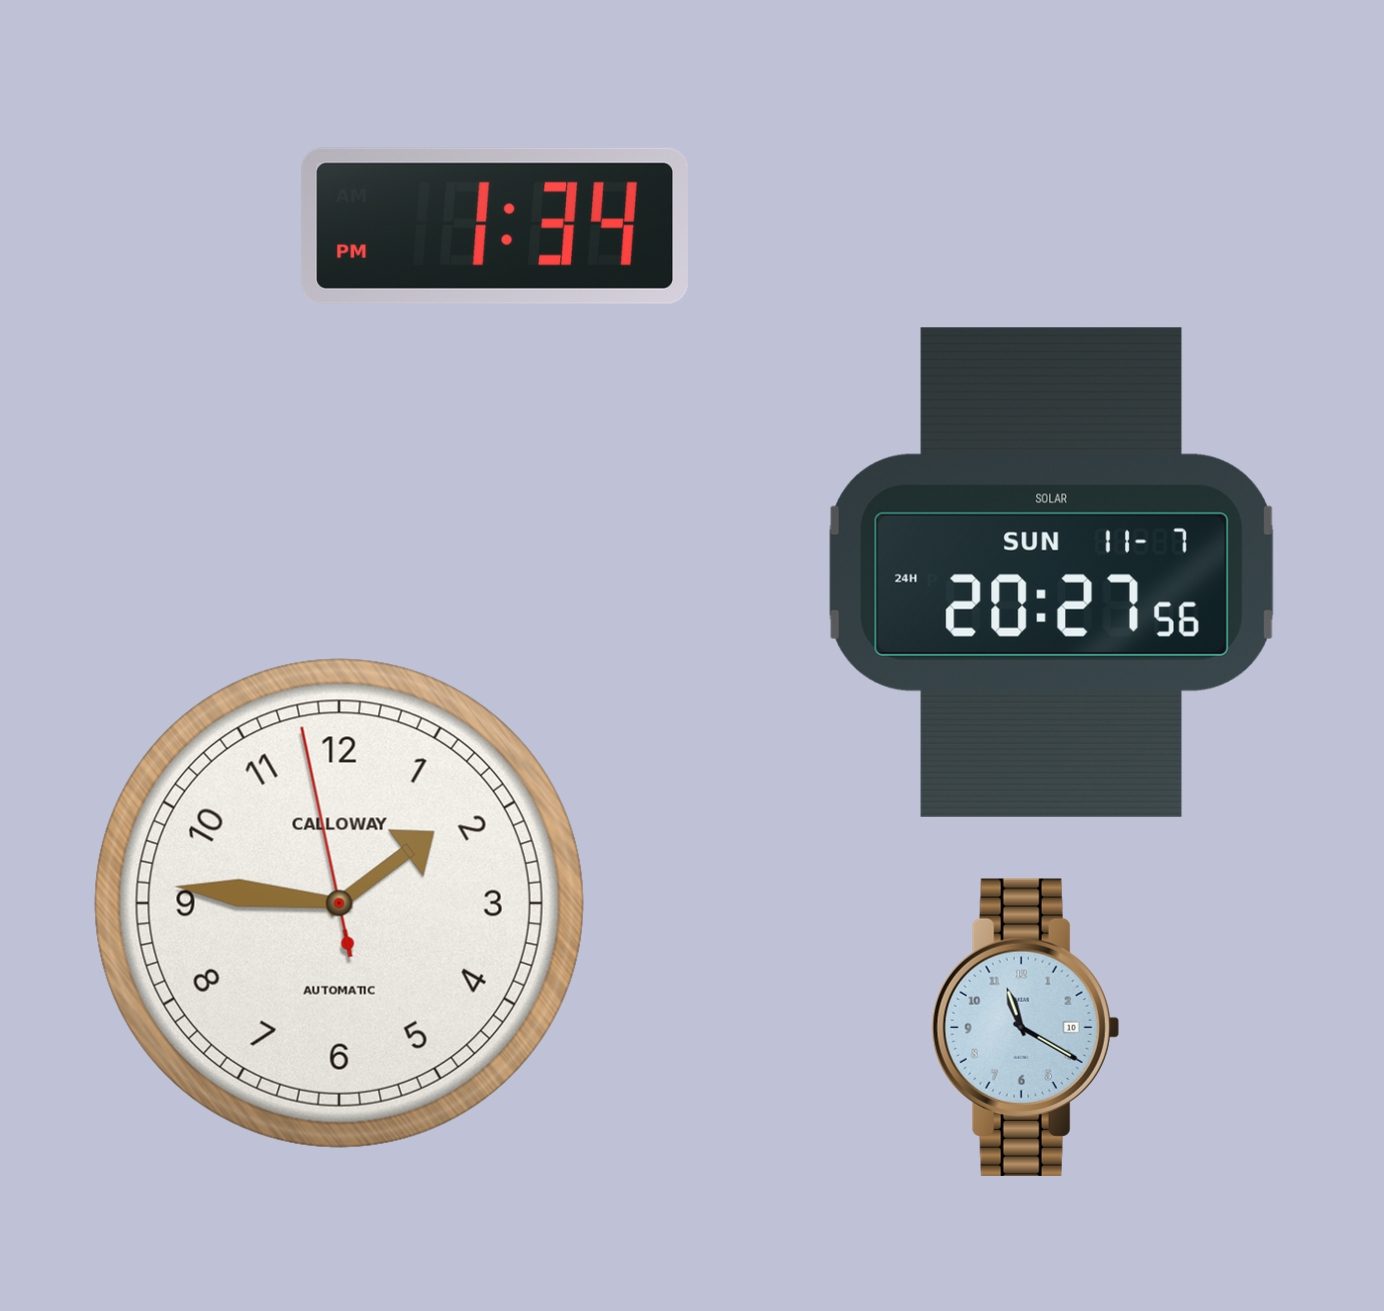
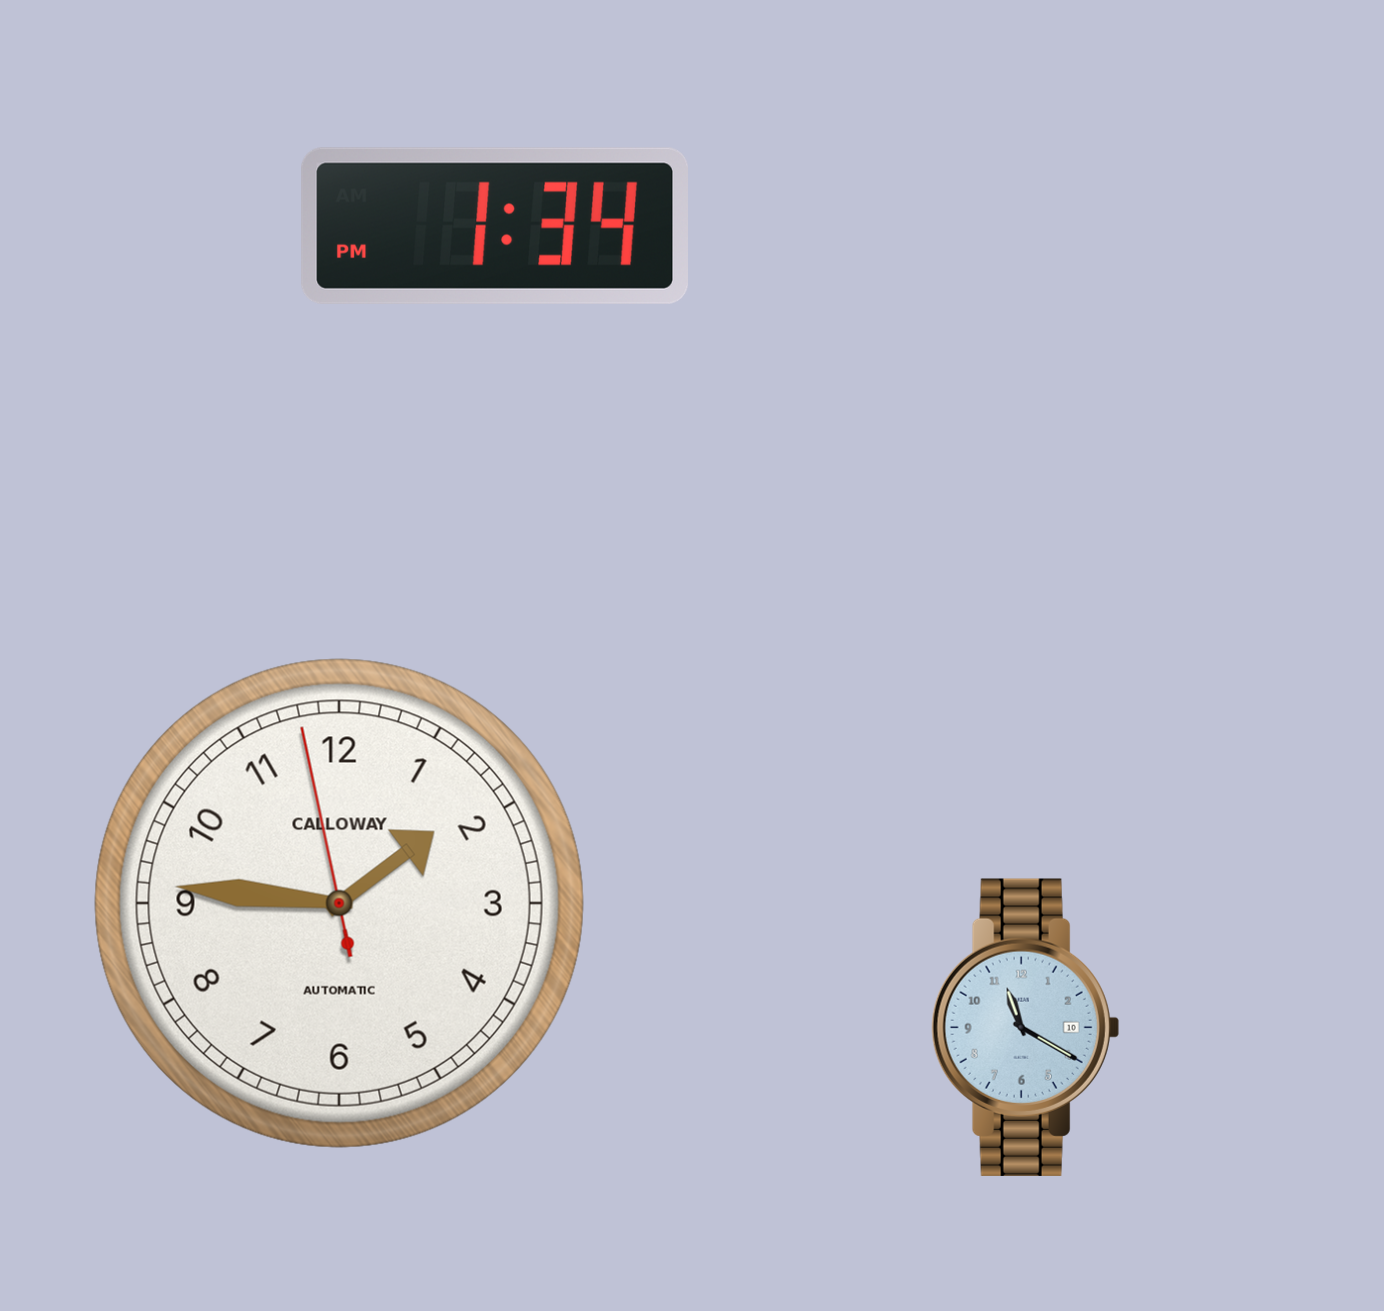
clock at (1051, 572): 20:27 -> none
